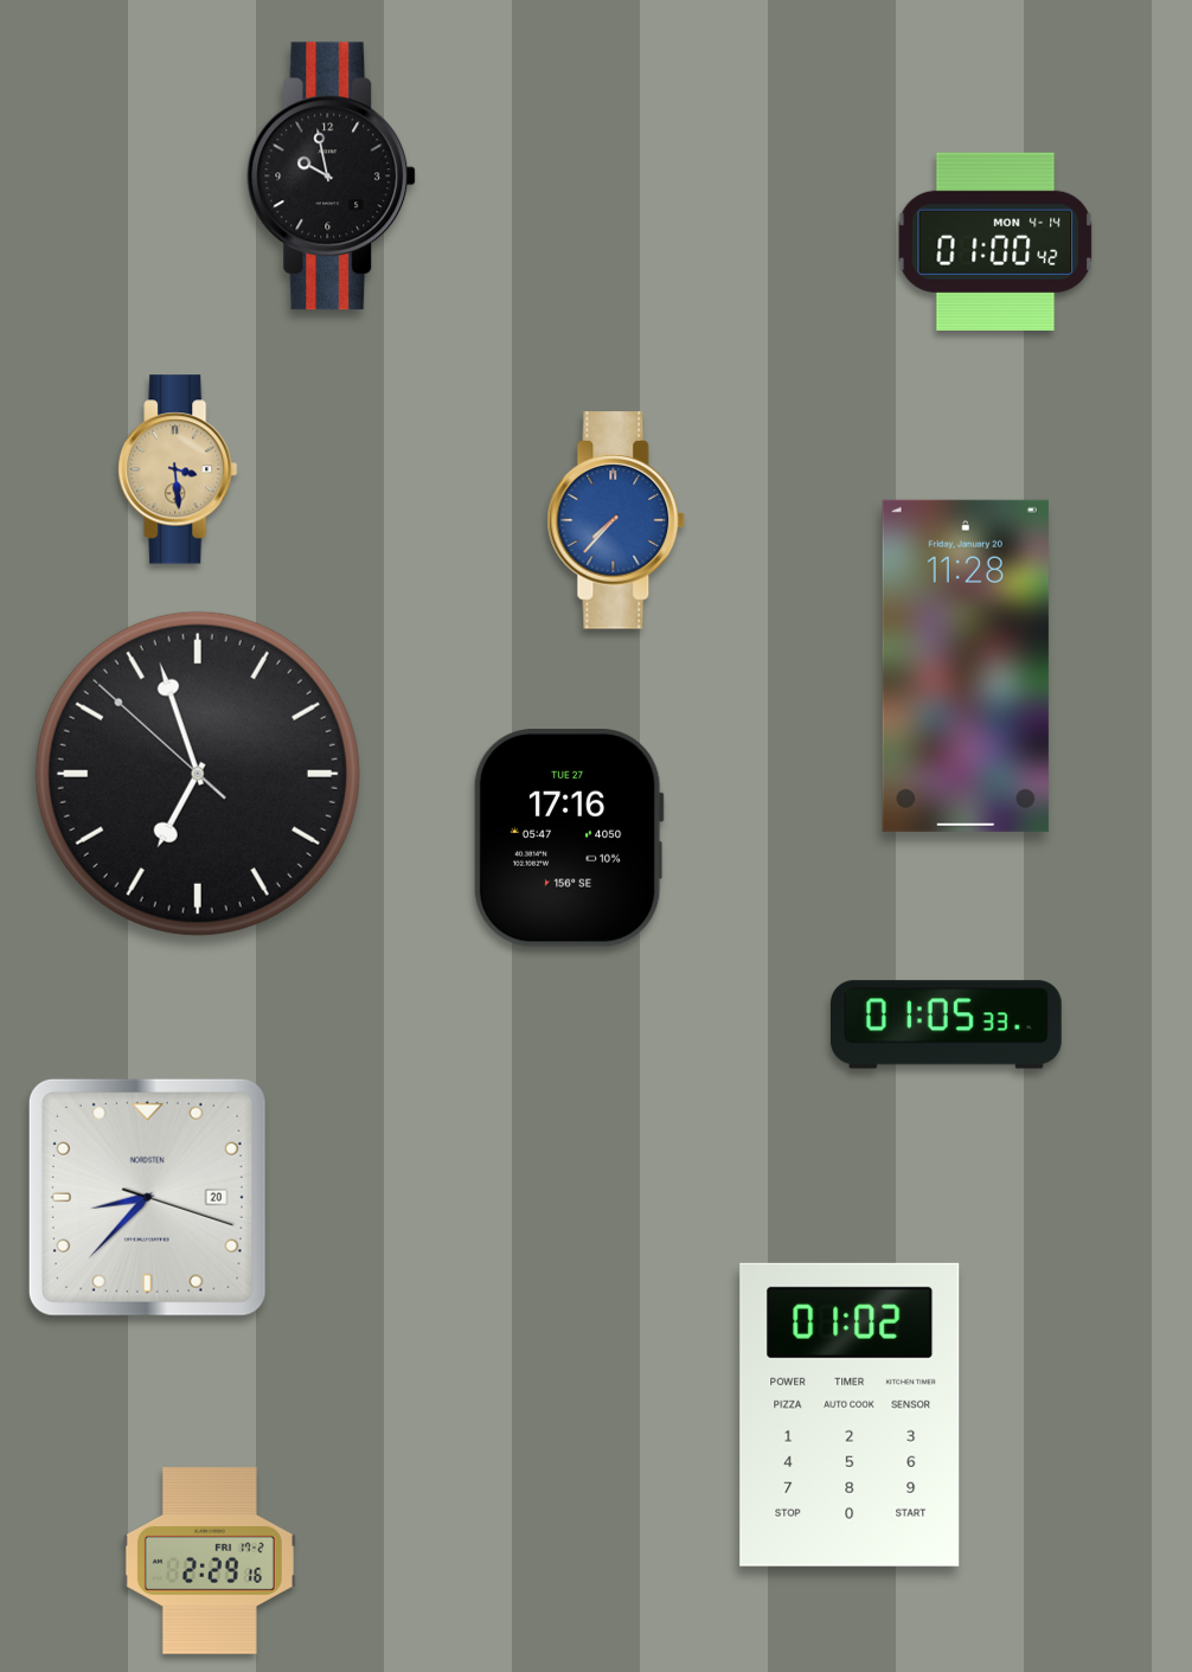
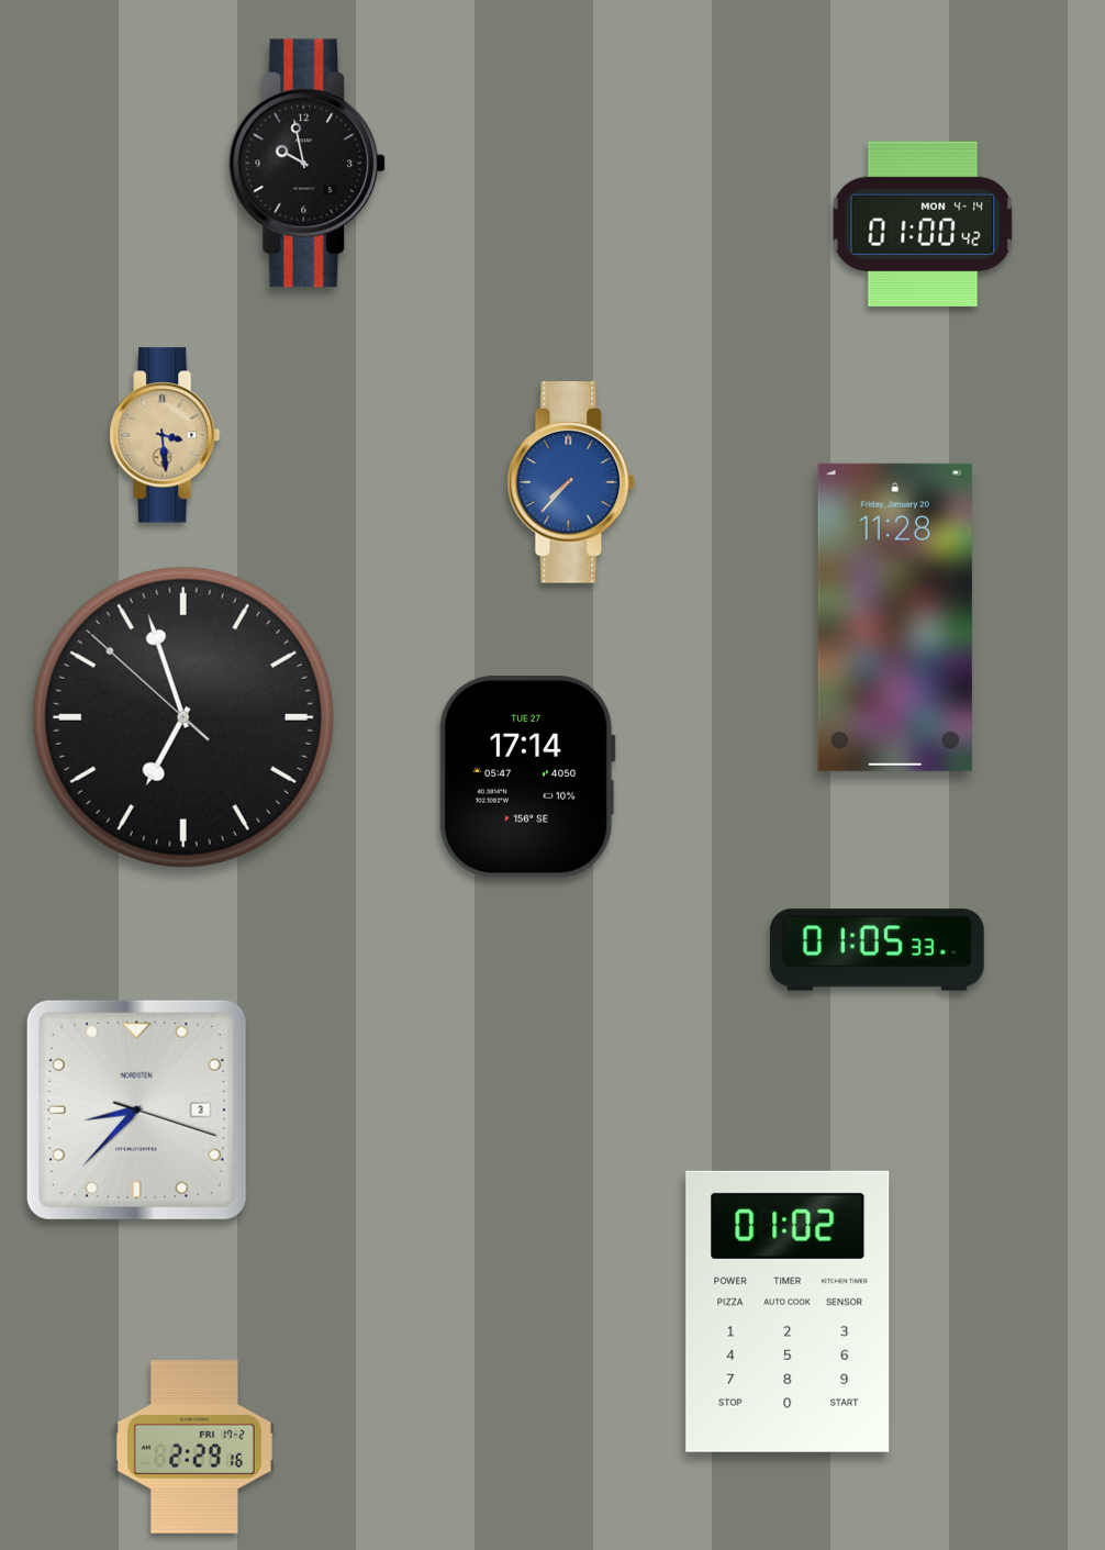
clock at (569, 839): 17:16 -> 17:14
clock at (147, 1197) date: 20 -> 3
